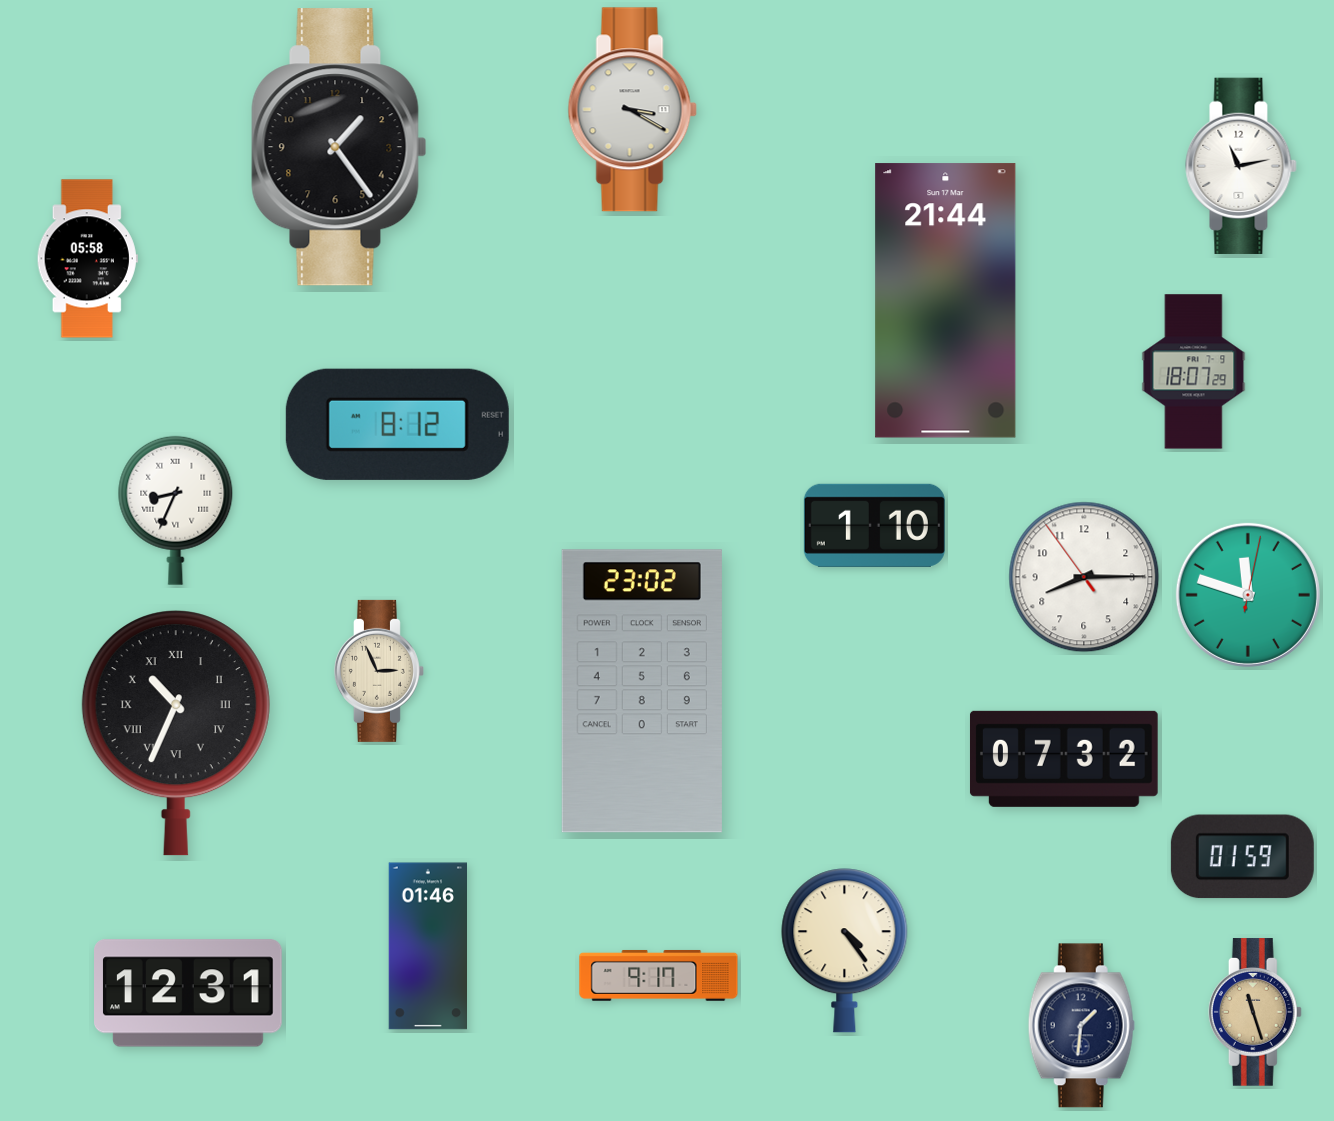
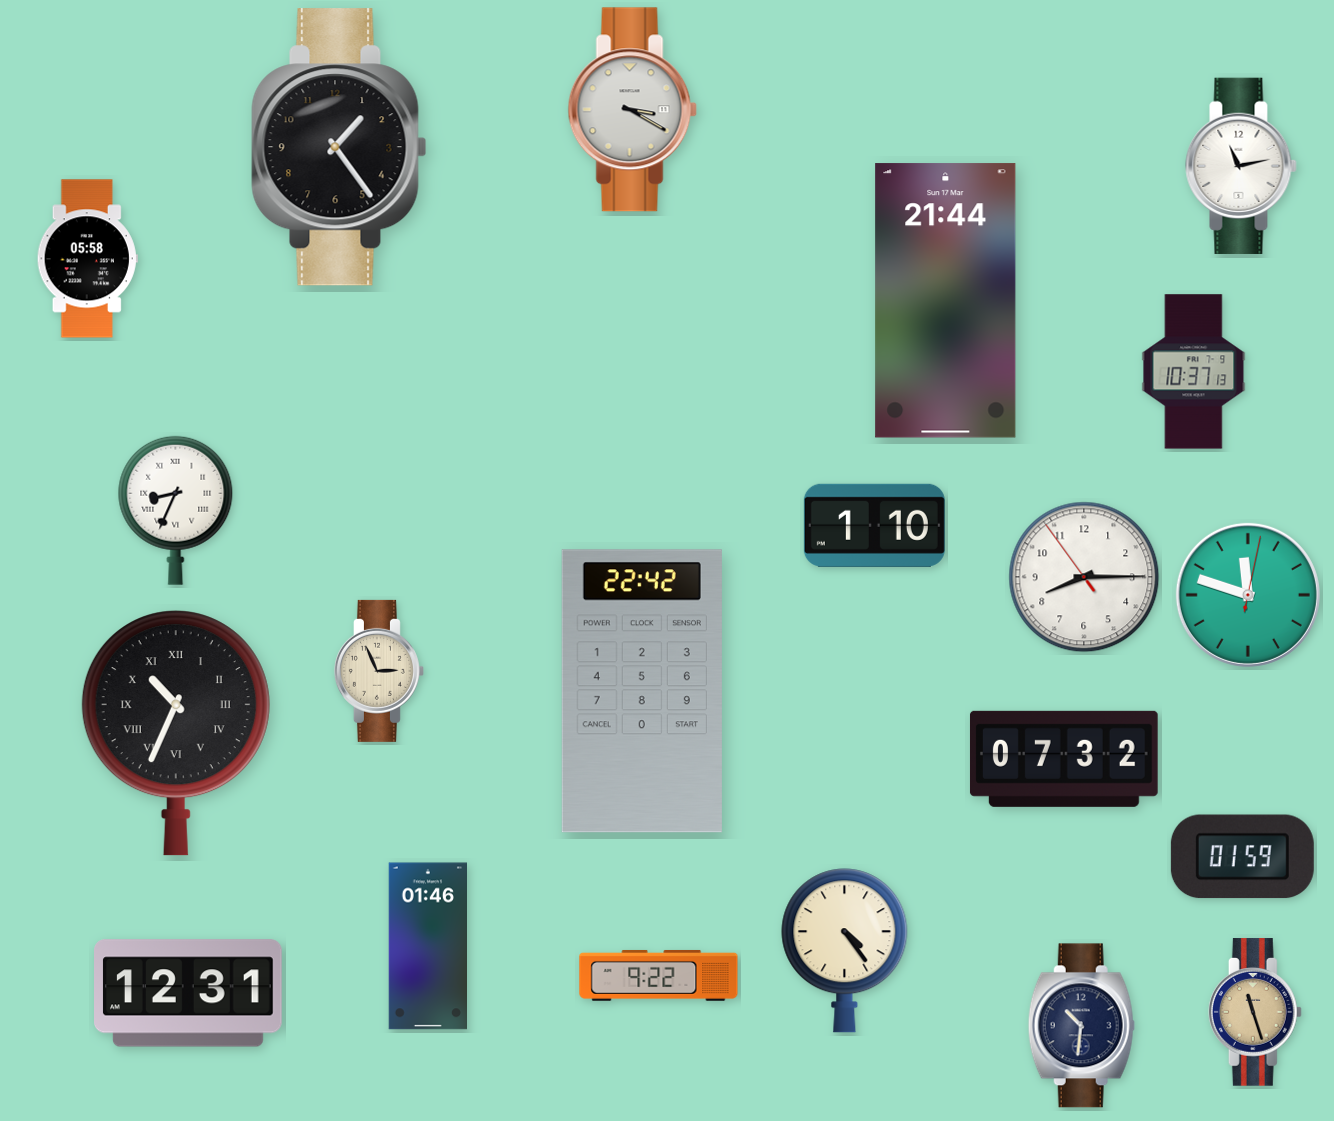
clock at (1194, 372): 18:07 -> 10:37
clock at (397, 424): 8:12 -> none
clock at (642, 691): 23:02 -> 22:42
clock at (659, 975): 9:17 -> 9:22
clock at (1081, 1026): 1:31 -> 10:31
